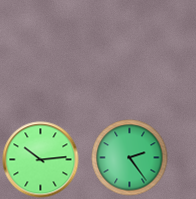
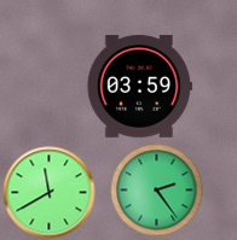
clock at (139, 87): none -> 03:59
clock at (41, 160): 10:14 -> 11:40
